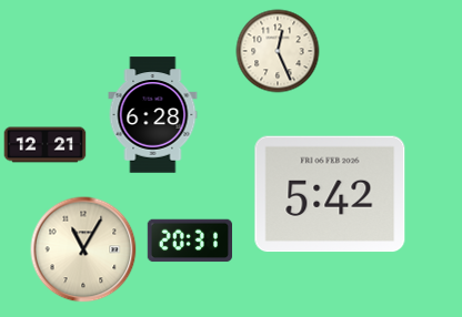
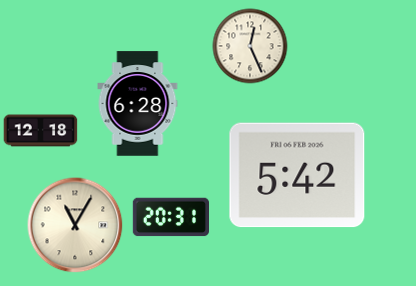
clock at (46, 145): 12:21 -> 12:18
